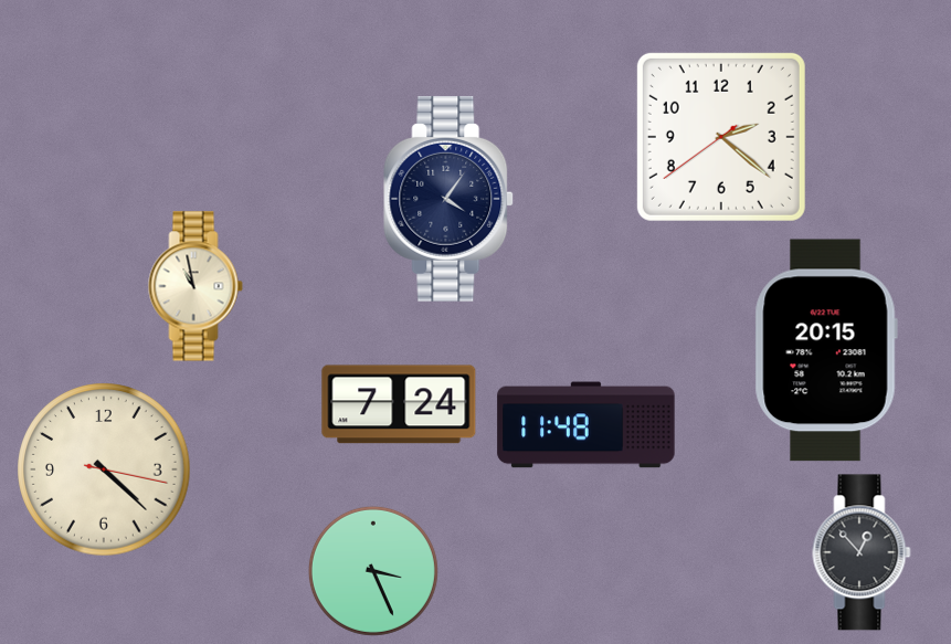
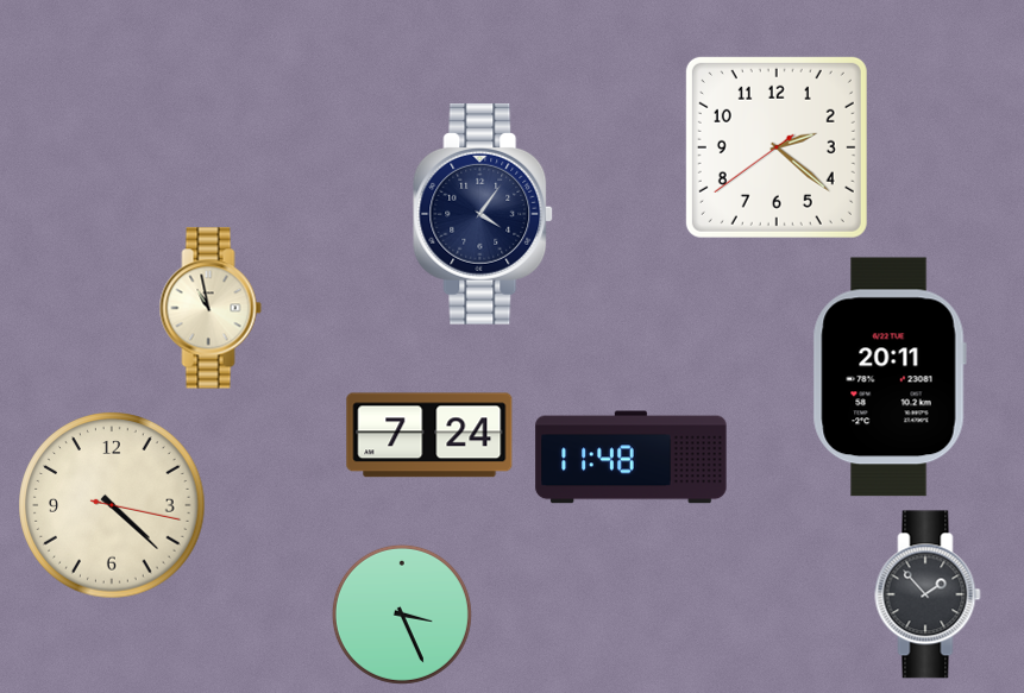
clock at (826, 350): 20:15 -> 20:11
clock at (862, 552): 12:53 -> 1:53
